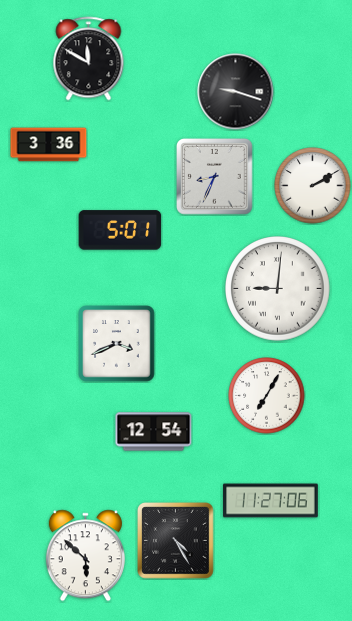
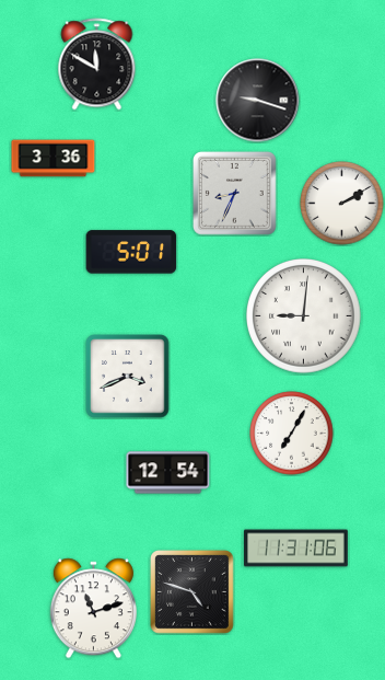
clock at (271, 501): 11:27 -> 11:31
clock at (176, 541): 4:25 -> 4:48
clock at (85, 556): 5:52 -> 11:12
